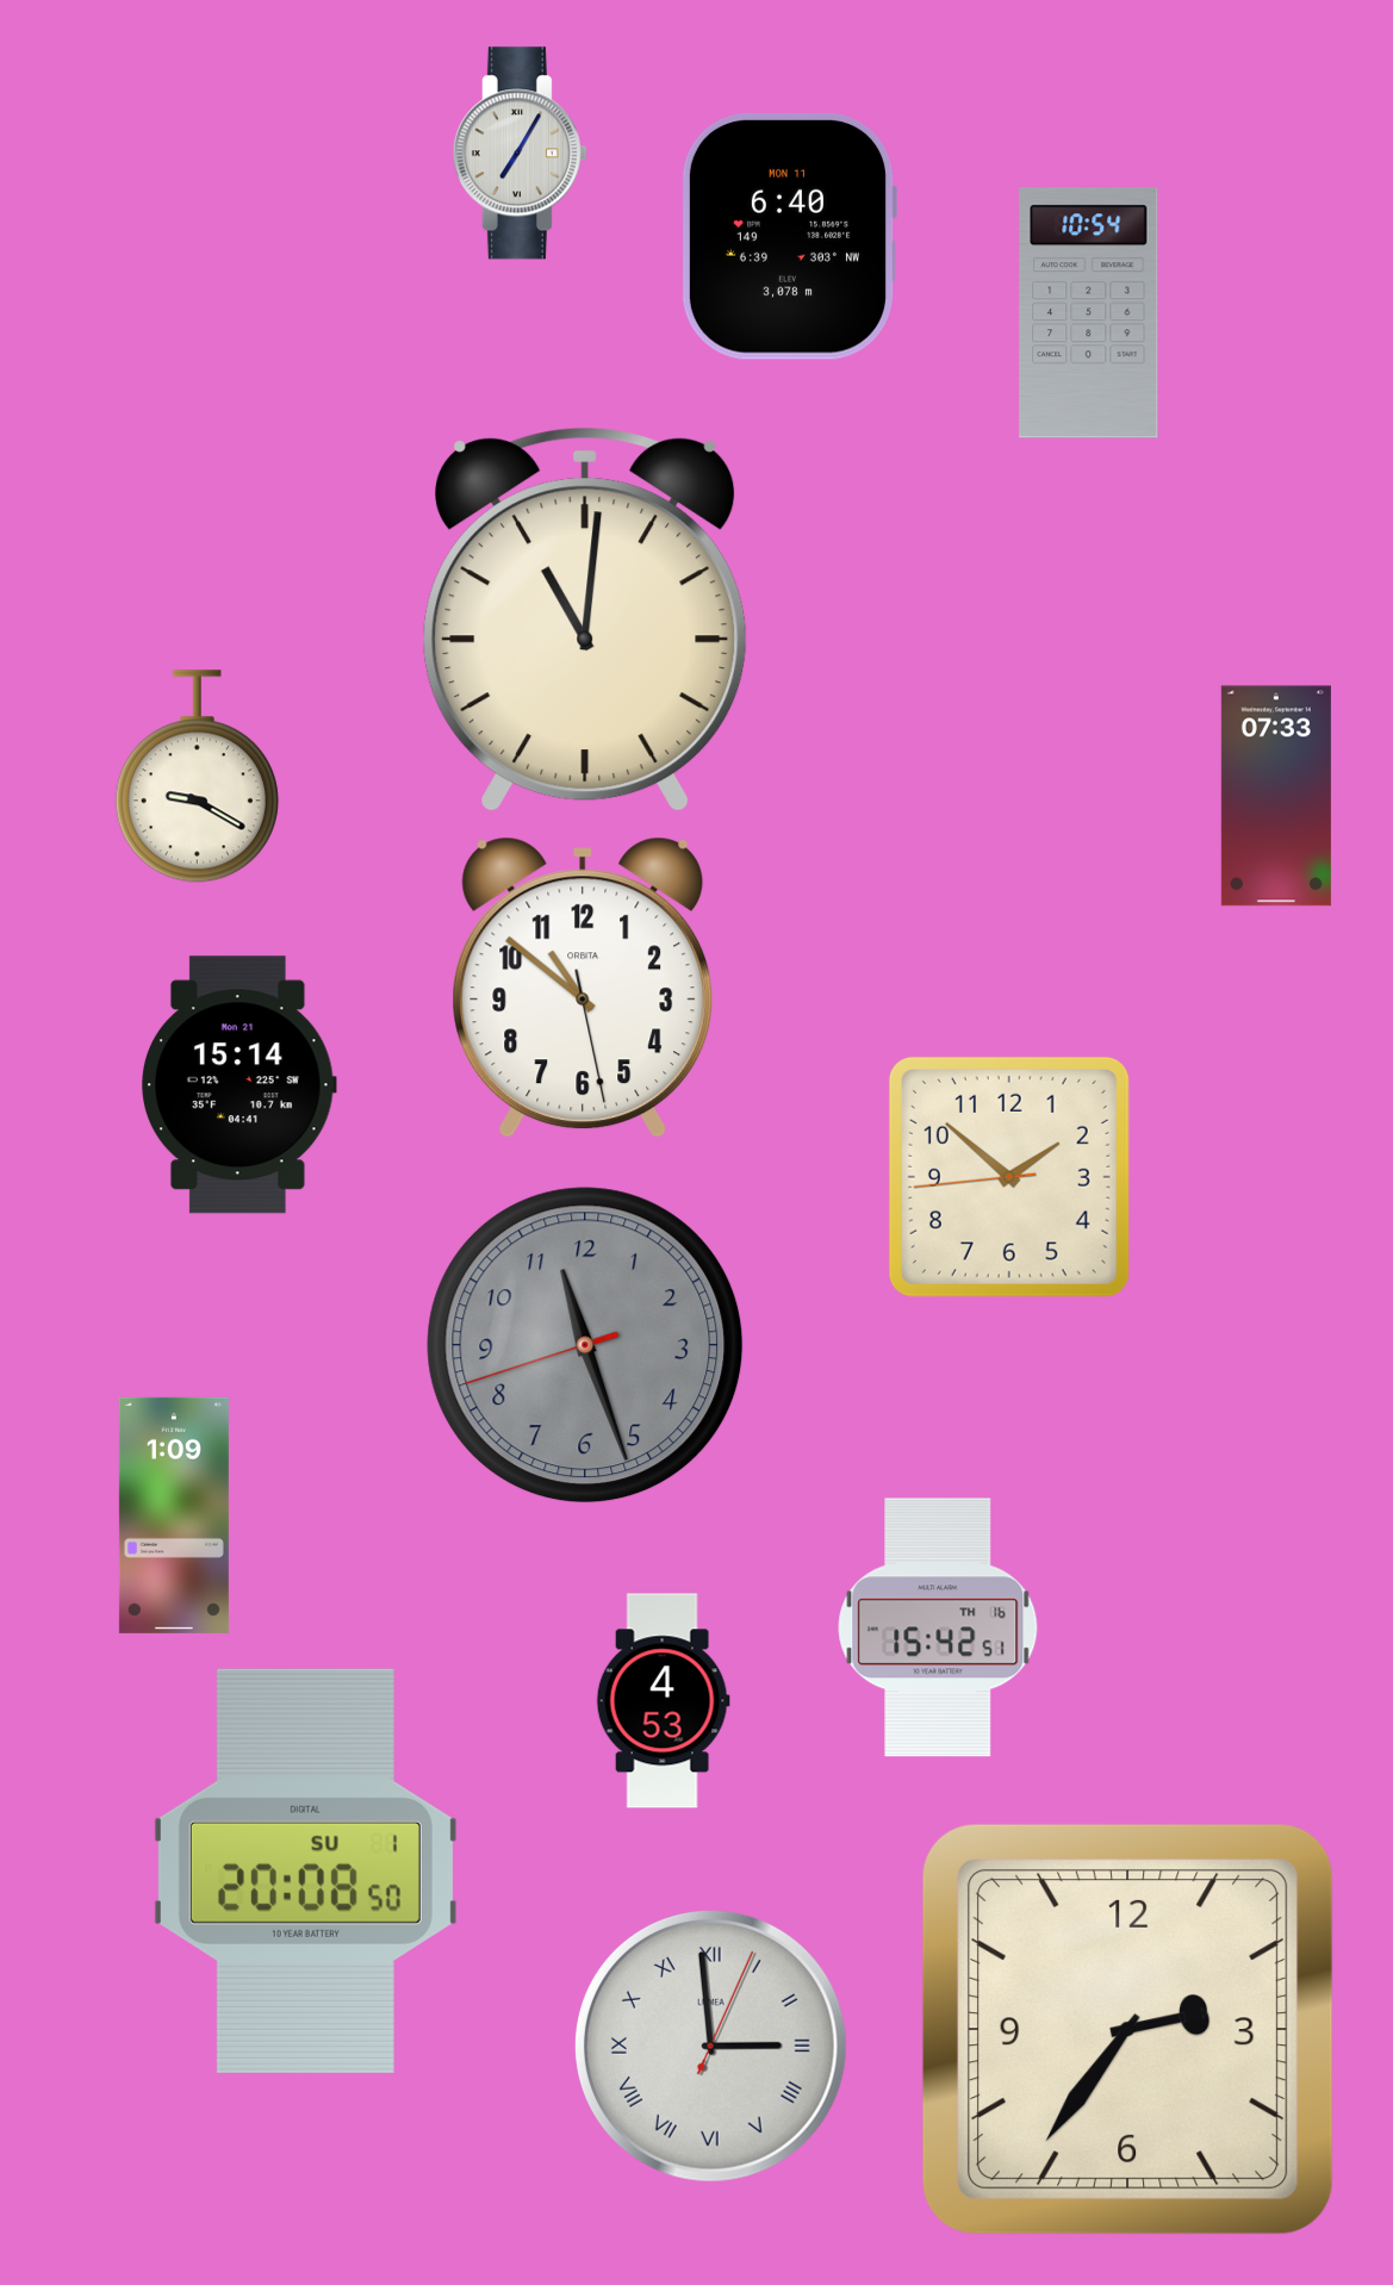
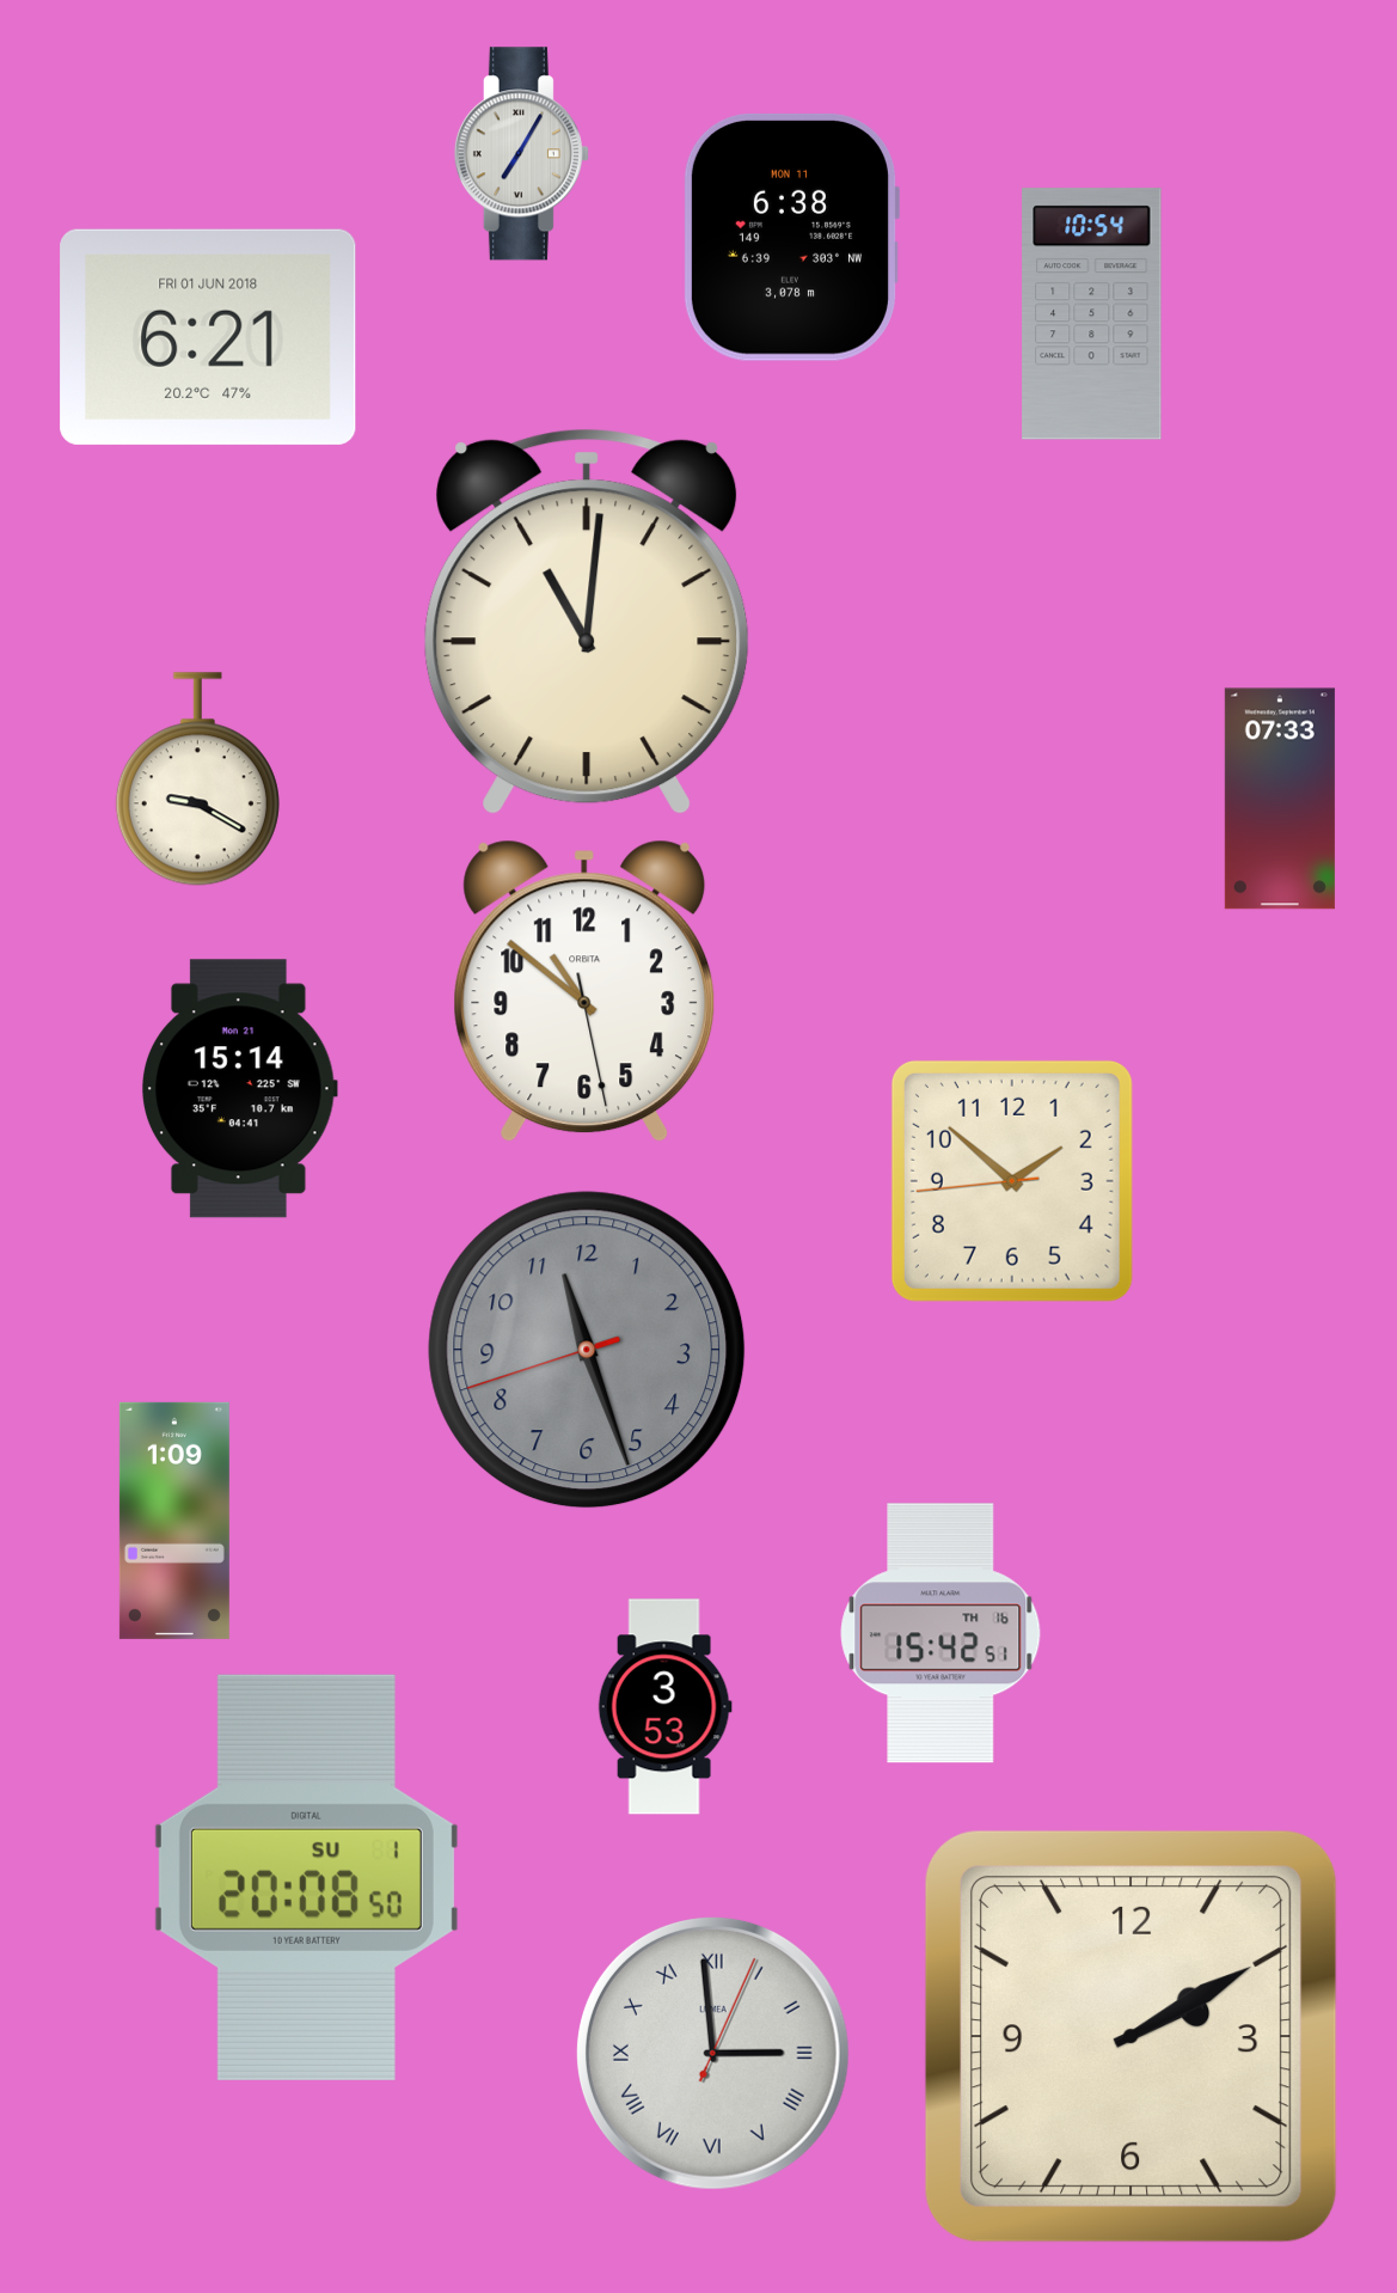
clock at (789, 236): 6:40 -> 6:38
clock at (208, 337): none -> 6:21
clock at (663, 1701): 4:53 -> 3:53
clock at (1127, 2029): 2:36 -> 2:10
